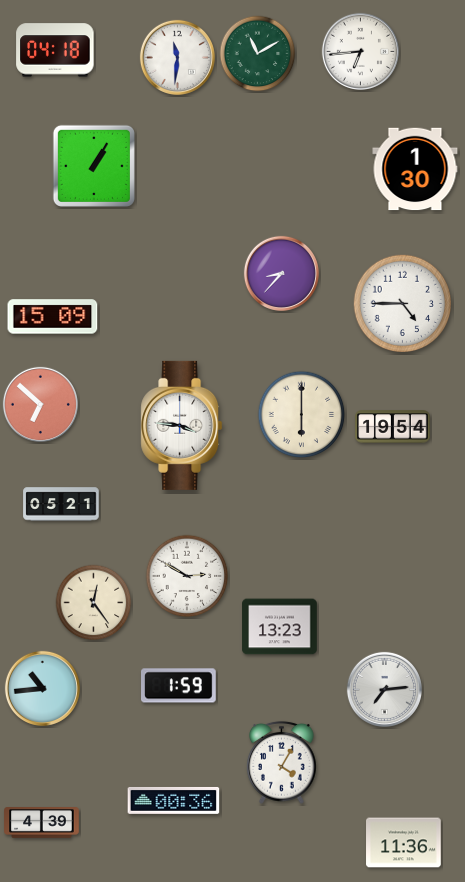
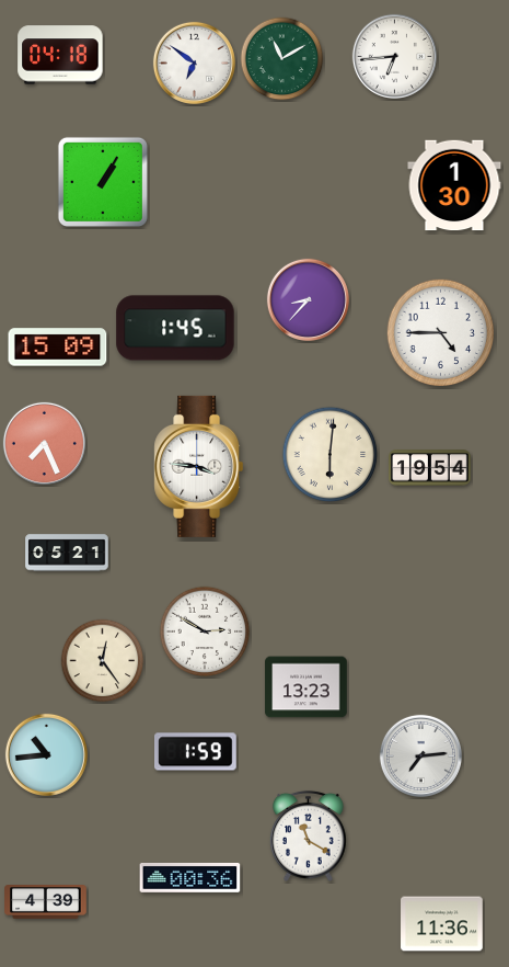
clock at (177, 57): 11:31 -> 6:51
clock at (175, 328): none -> 1:45
clock at (40, 404): 6:52 -> 7:26
clock at (302, 415): 6:00 -> 6:01
clock at (282, 762): 4:05 -> 11:20
